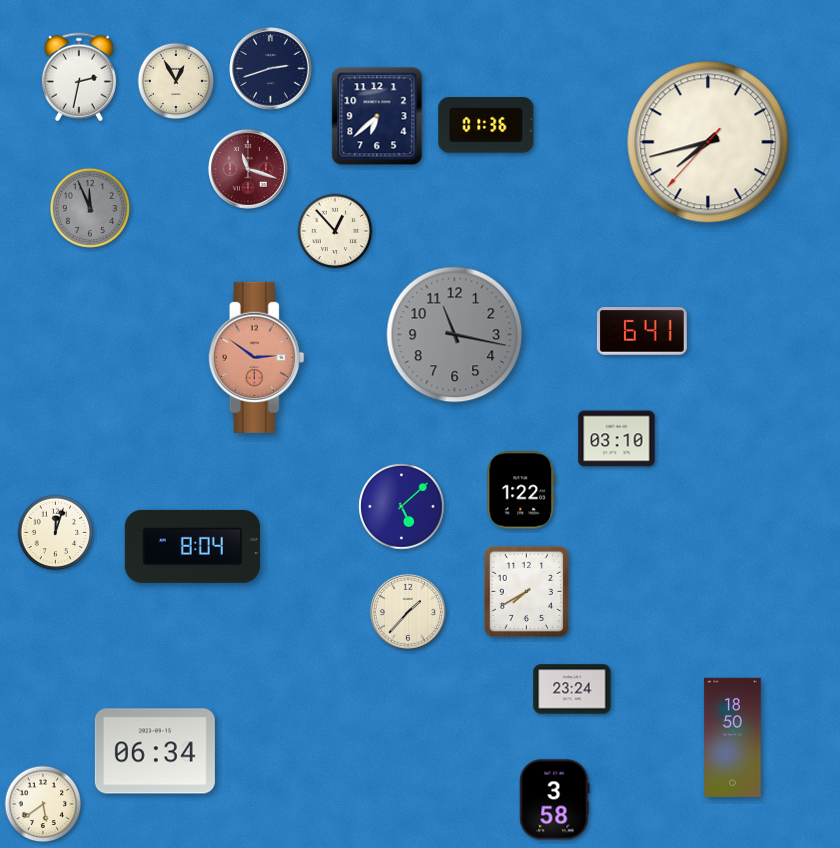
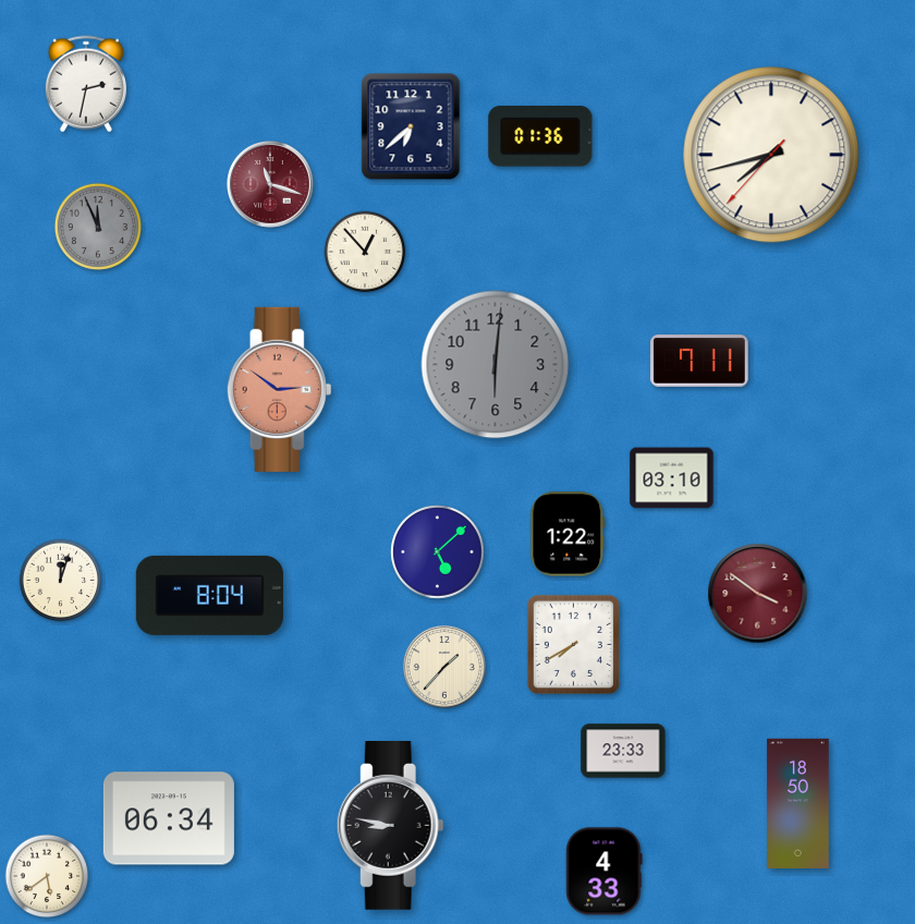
clock at (271, 69): 2:42 -> none
clock at (176, 81): 12:55 -> none
clock at (486, 125) position: (486, 125) -> (540, 136)
clock at (642, 332): 6:41 -> 7:11
clock at (455, 335): 11:17 -> 6:01
clock at (758, 594): none -> 3:51
clock at (572, 689): 23:24 -> 23:33
clock at (390, 826): none -> 8:47
clock at (555, 800): 3:58 -> 4:33
